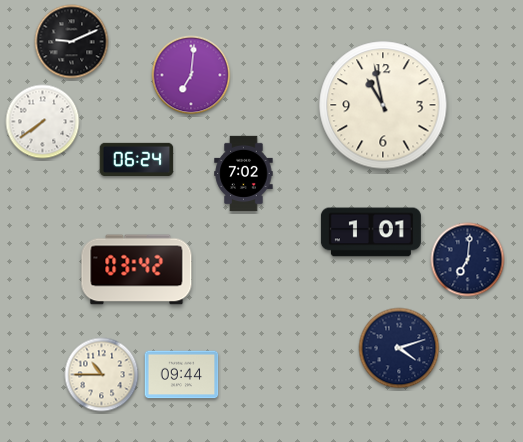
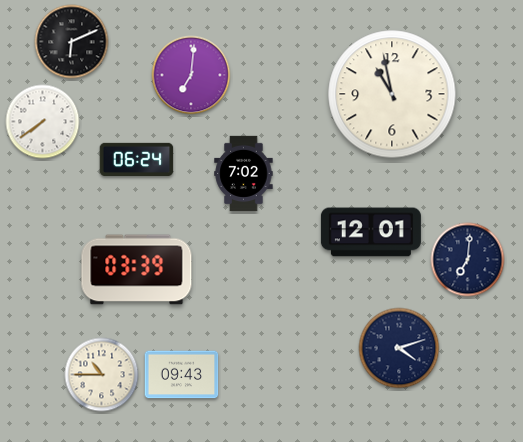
clock at (72, 42): 9:11 -> 6:11
clock at (383, 105) position: (383, 105) -> (392, 94)
clock at (371, 232): 1:01 -> 12:01
clock at (137, 270): 03:42 -> 03:39
clock at (182, 375): 09:44 -> 09:43
